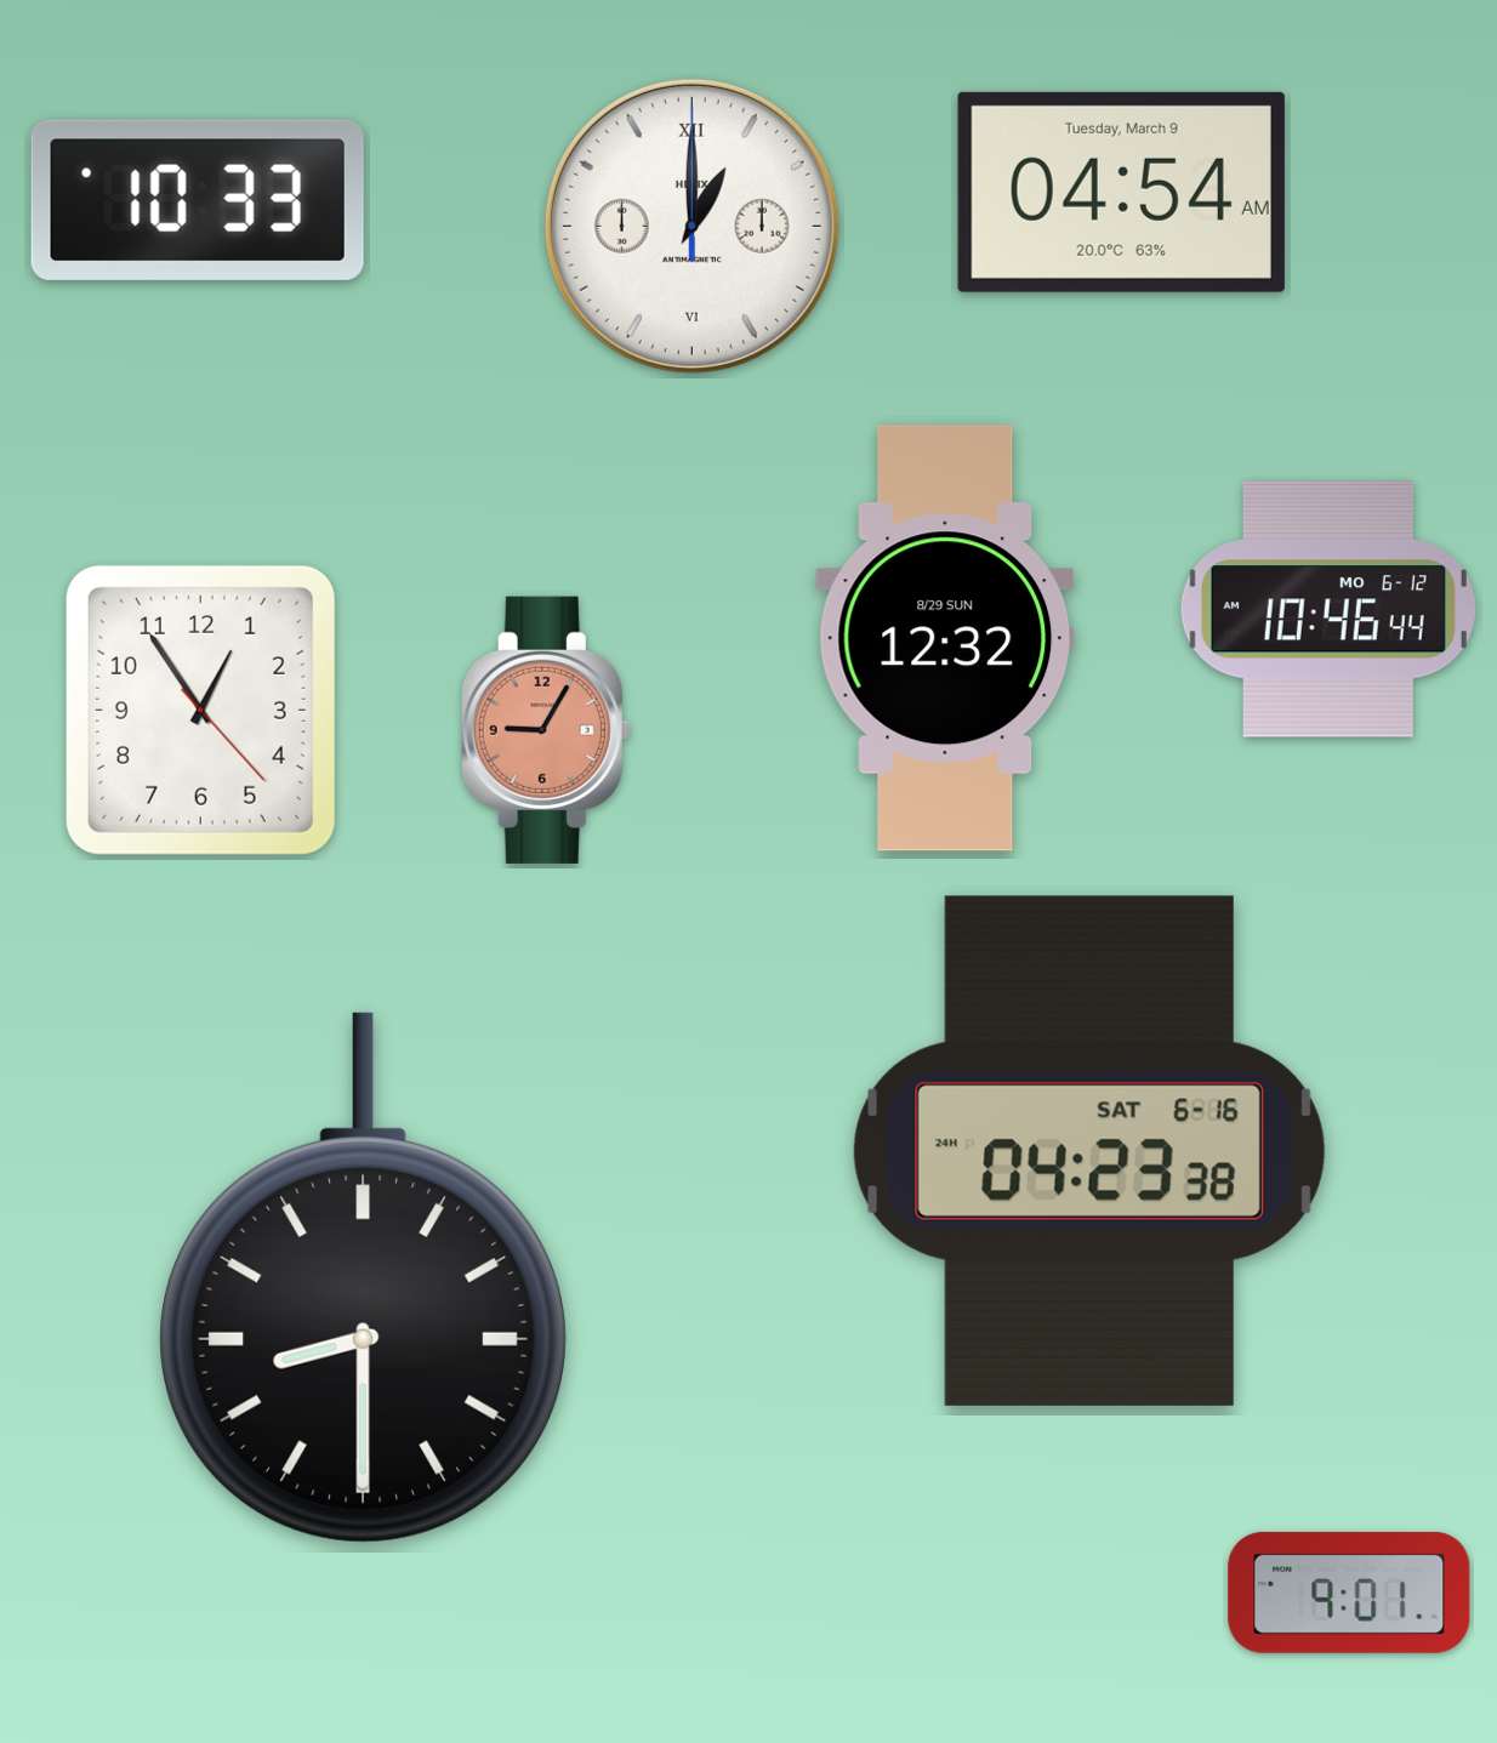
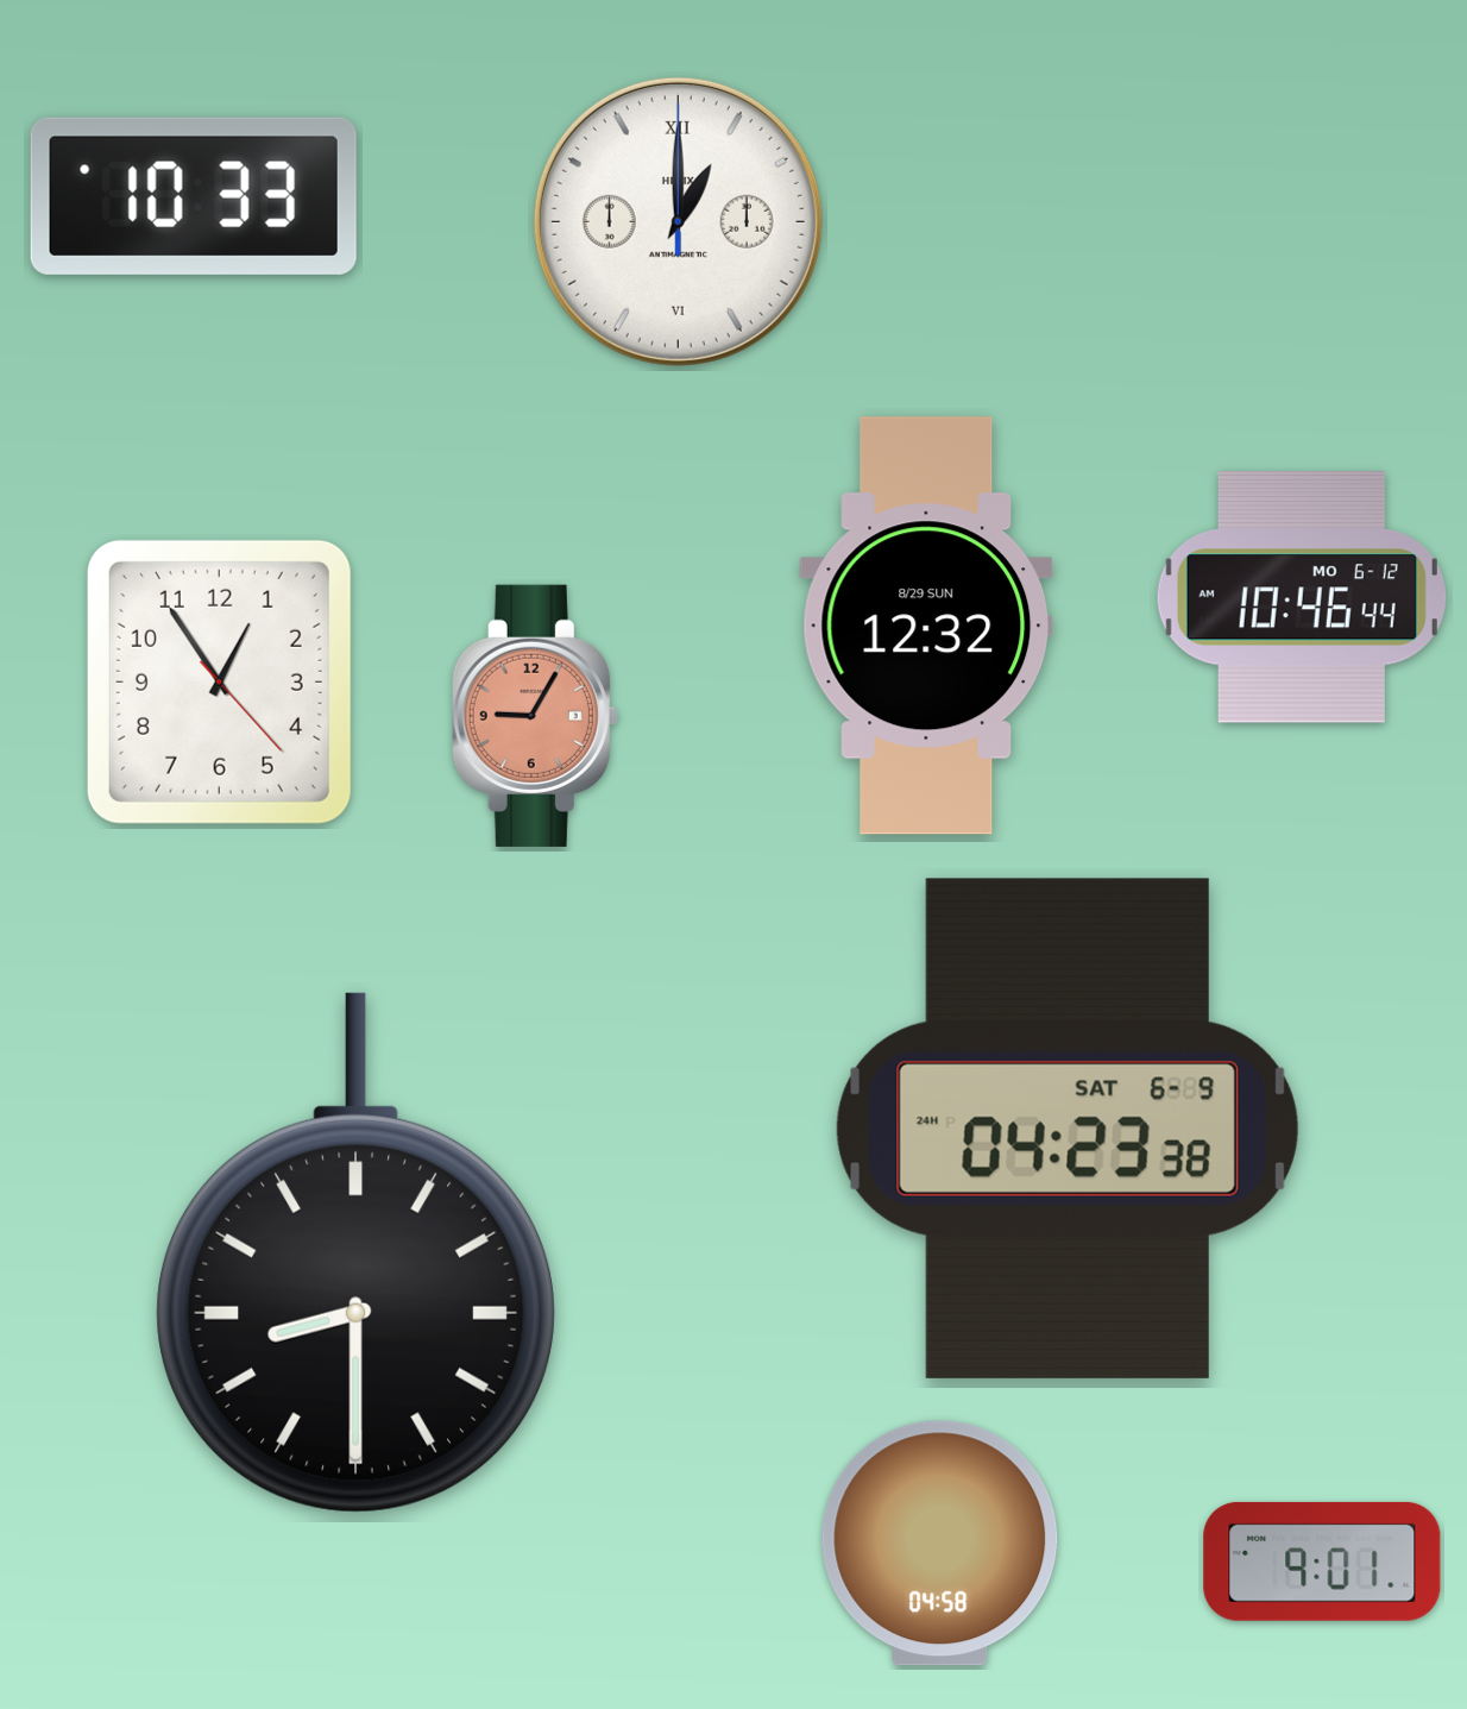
clock at (1121, 192): 04:54 -> none
clock at (200, 710) position: (200, 710) -> (219, 681)
clock at (1089, 1151) date: SAT 6-16 -> SAT 6-9
clock at (940, 1544): none -> 04:58
